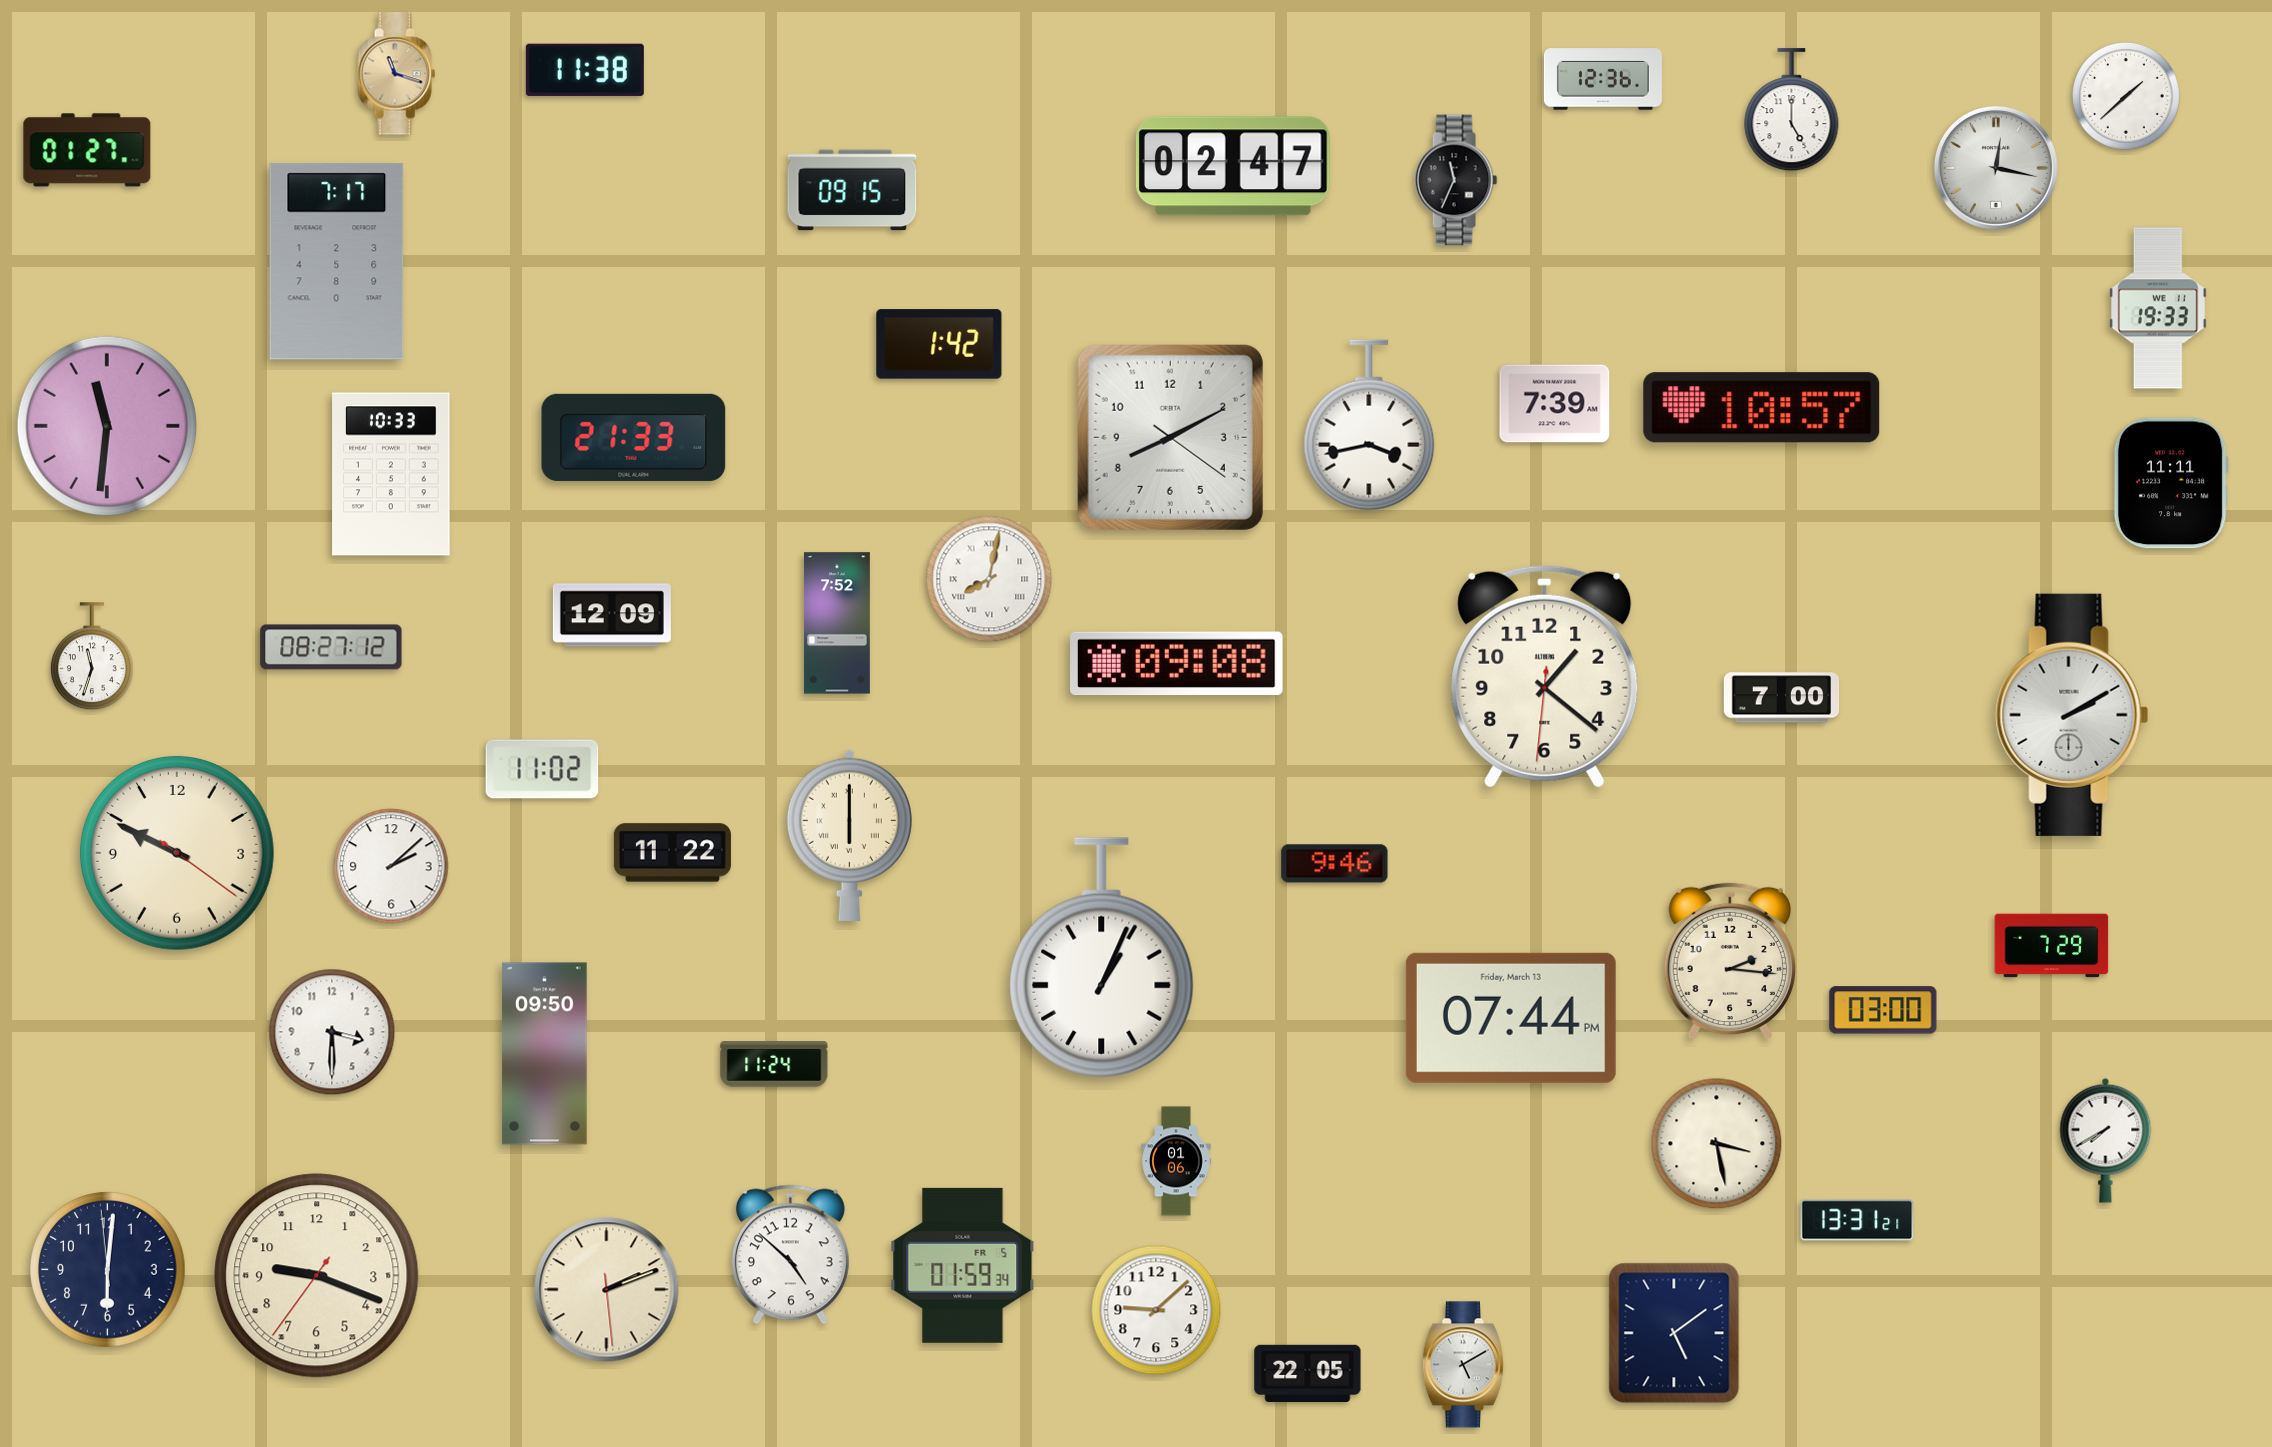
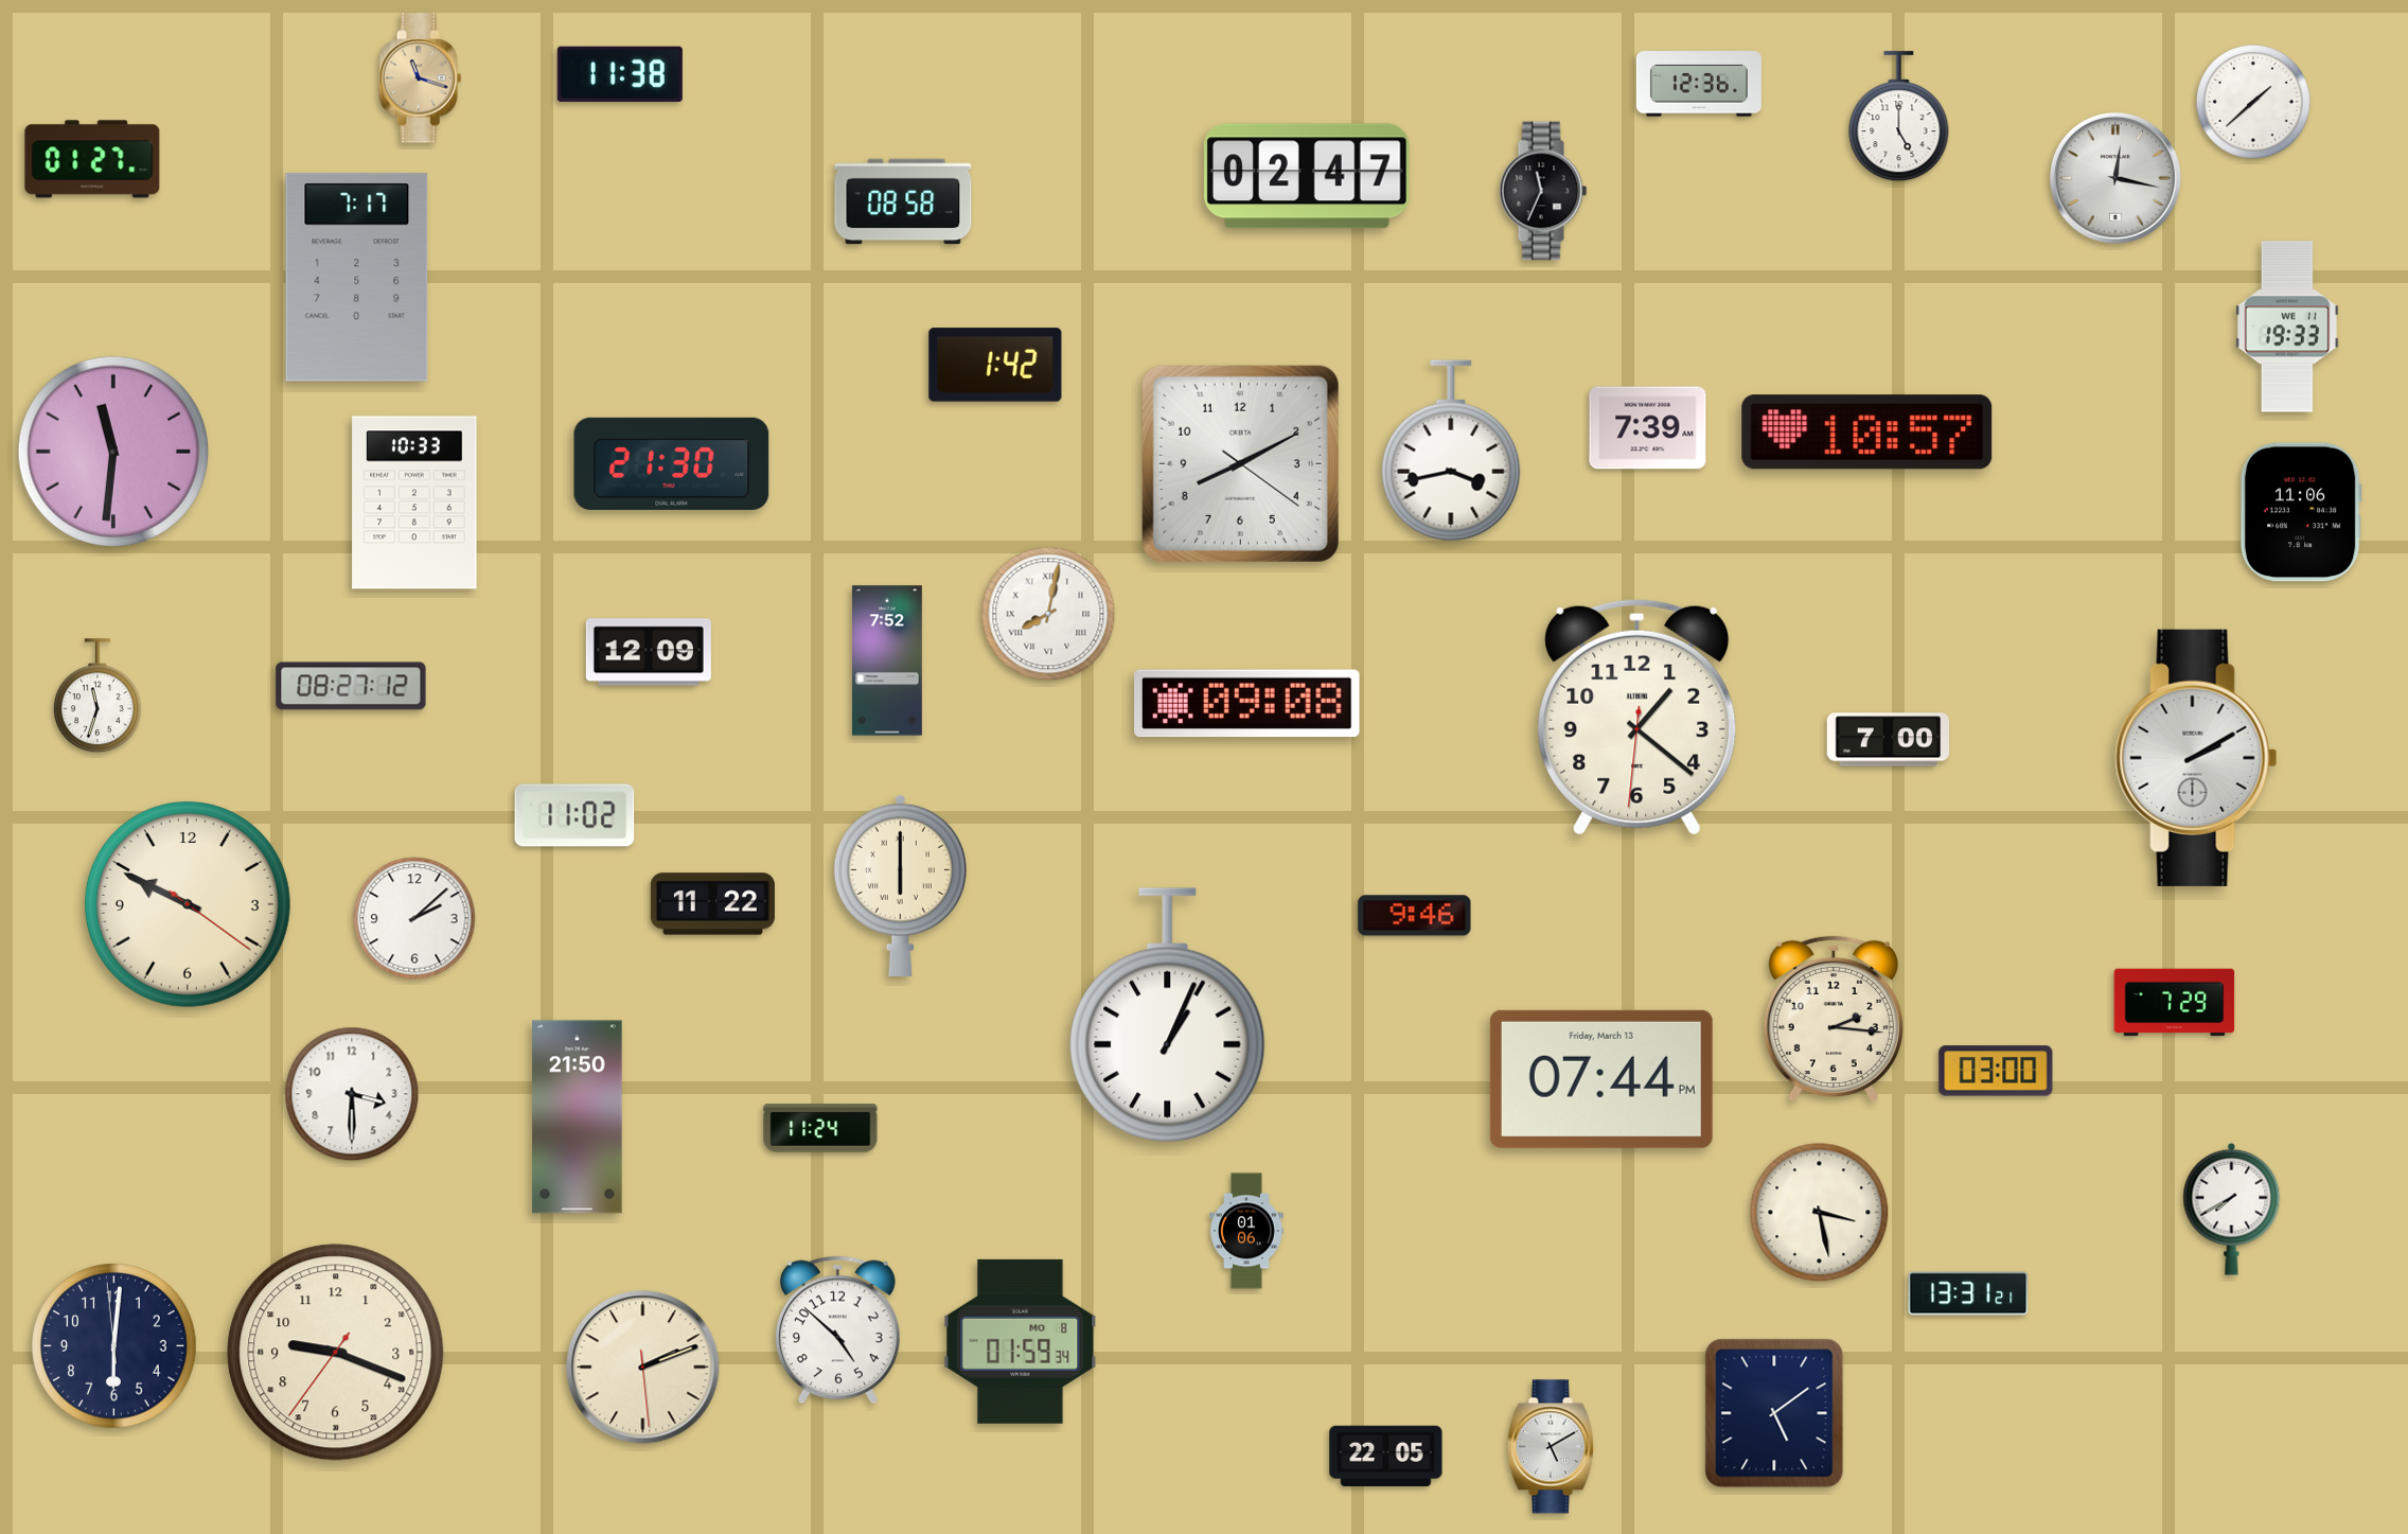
clock at (852, 190): 09:15 -> 08:58
clock at (634, 437): 21:33 -> 21:30
clock at (2171, 483): 11:11 -> 11:06
clock at (545, 1054): 09:50 -> 21:50
clock at (963, 1265) date: FR 5 -> MO 8
clock at (1156, 1310): 9:08 -> none
